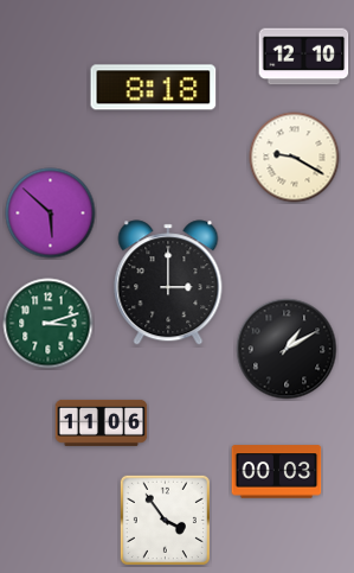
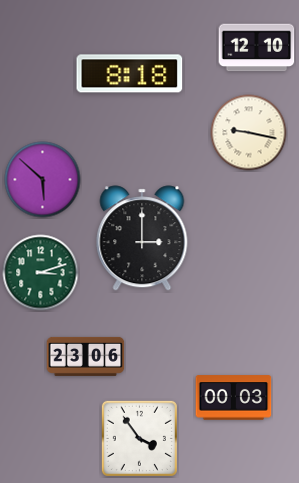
clock at (295, 158): 9:20 -> 9:17
clock at (287, 349): 1:10 -> none
clock at (102, 422): 11:06 -> 23:06
